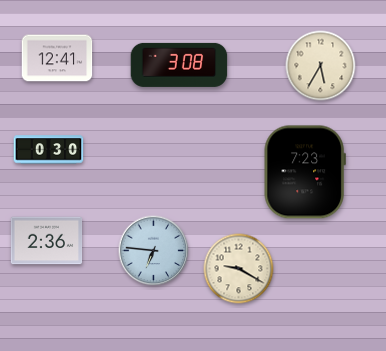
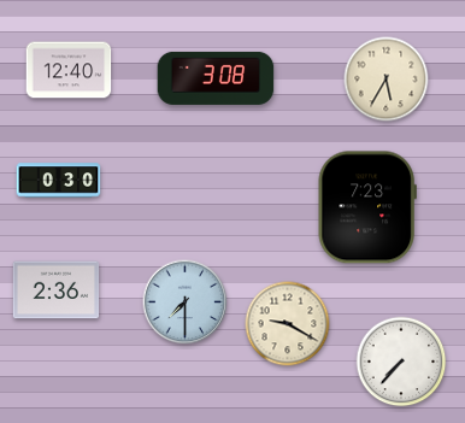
clock at (57, 58): 12:41 -> 12:40
clock at (154, 251): 6:46 -> 7:30
clock at (401, 362): none -> 7:37
